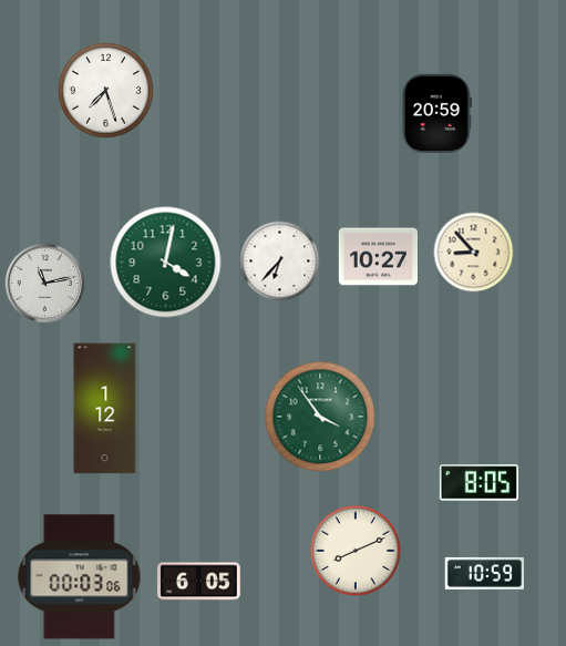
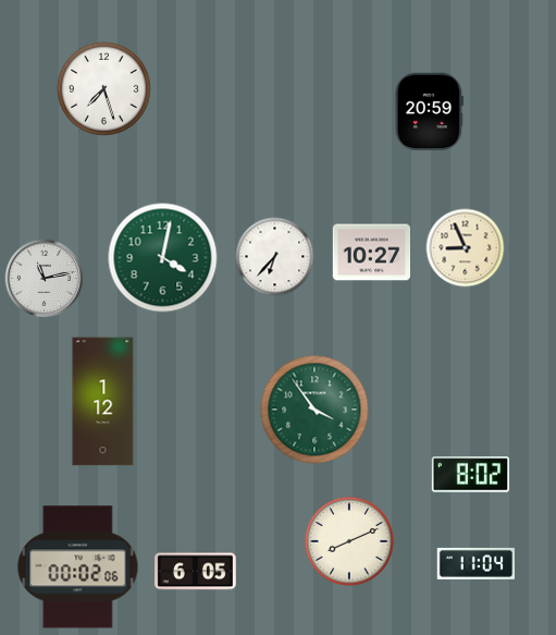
clock at (474, 253): 8:53 -> 8:56
clock at (478, 483): 8:05 -> 8:02
clock at (485, 573): 10:59 -> 11:04
clock at (80, 577): 00:03 -> 00:02
